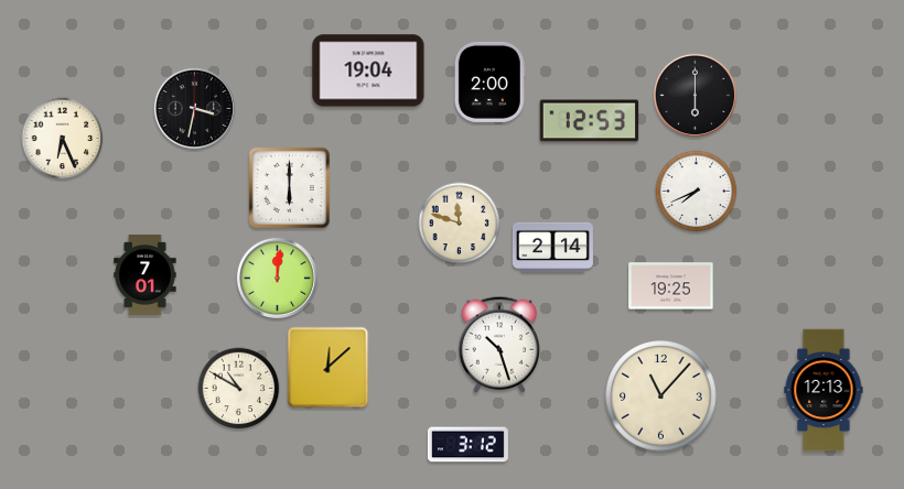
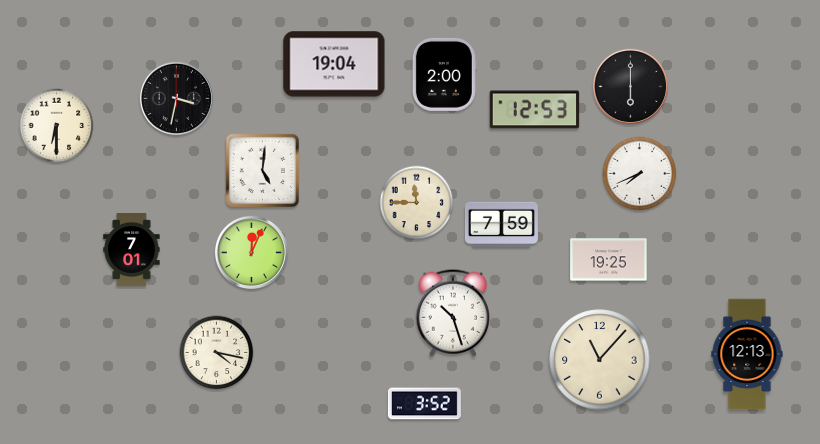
clock at (63, 139): 6:26 -> 6:30
clock at (289, 187): 6:00 -> 5:01
clock at (697, 192) position: (697, 192) -> (640, 174)
clock at (460, 224): 11:48 -> 11:45
clock at (552, 247): 2:14 -> 7:59
clock at (277, 278): 12:01 -> 12:04
clock at (329, 368): 12:08 -> none
clock at (239, 389): 10:50 -> 4:17
clock at (467, 445): 3:12 -> 3:52
